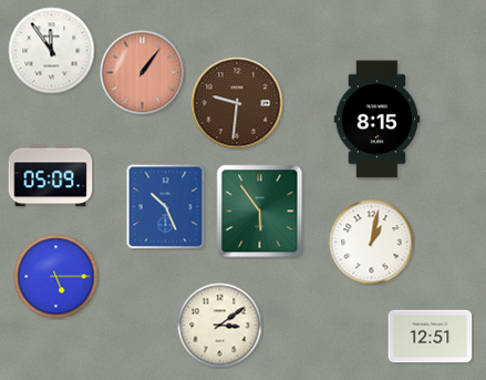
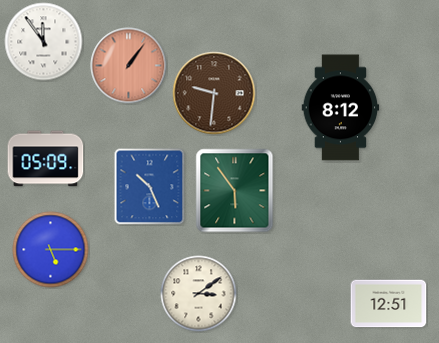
clock at (52, 51) position: (52, 51) -> (44, 42)
clock at (378, 120): 8:15 -> 8:12
clock at (372, 243): 1:02 -> none
